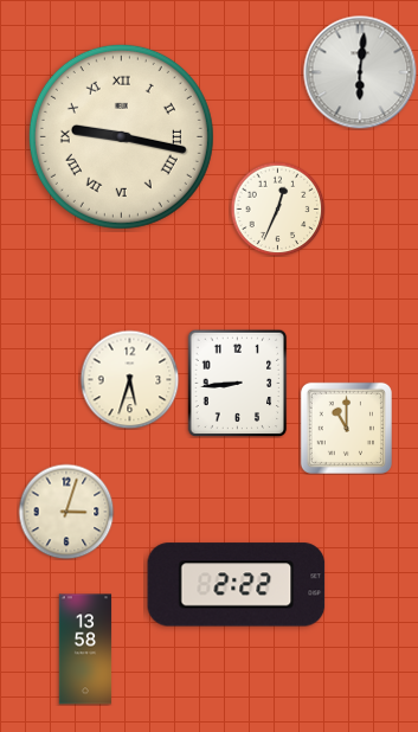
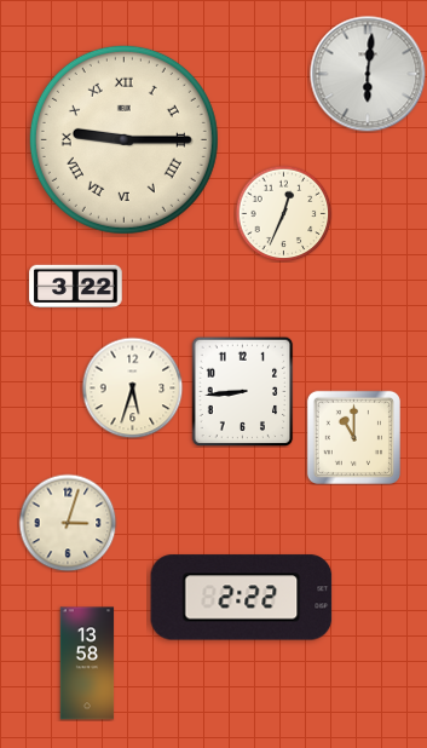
clock at (121, 136): 9:17 -> 9:15
clock at (76, 287): none -> 3:22
